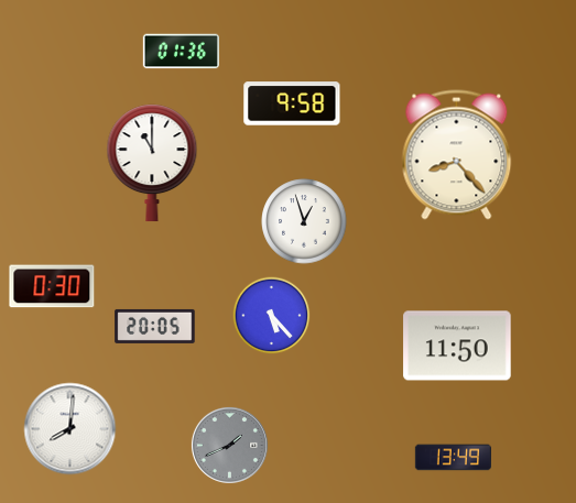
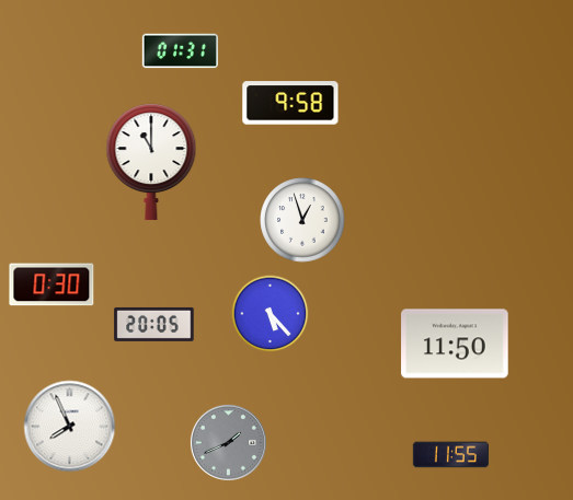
clock at (181, 52): 01:36 -> 01:31
clock at (457, 155): 8:23 -> none
clock at (70, 429): 8:01 -> 7:56
clock at (453, 458): 13:49 -> 11:55
